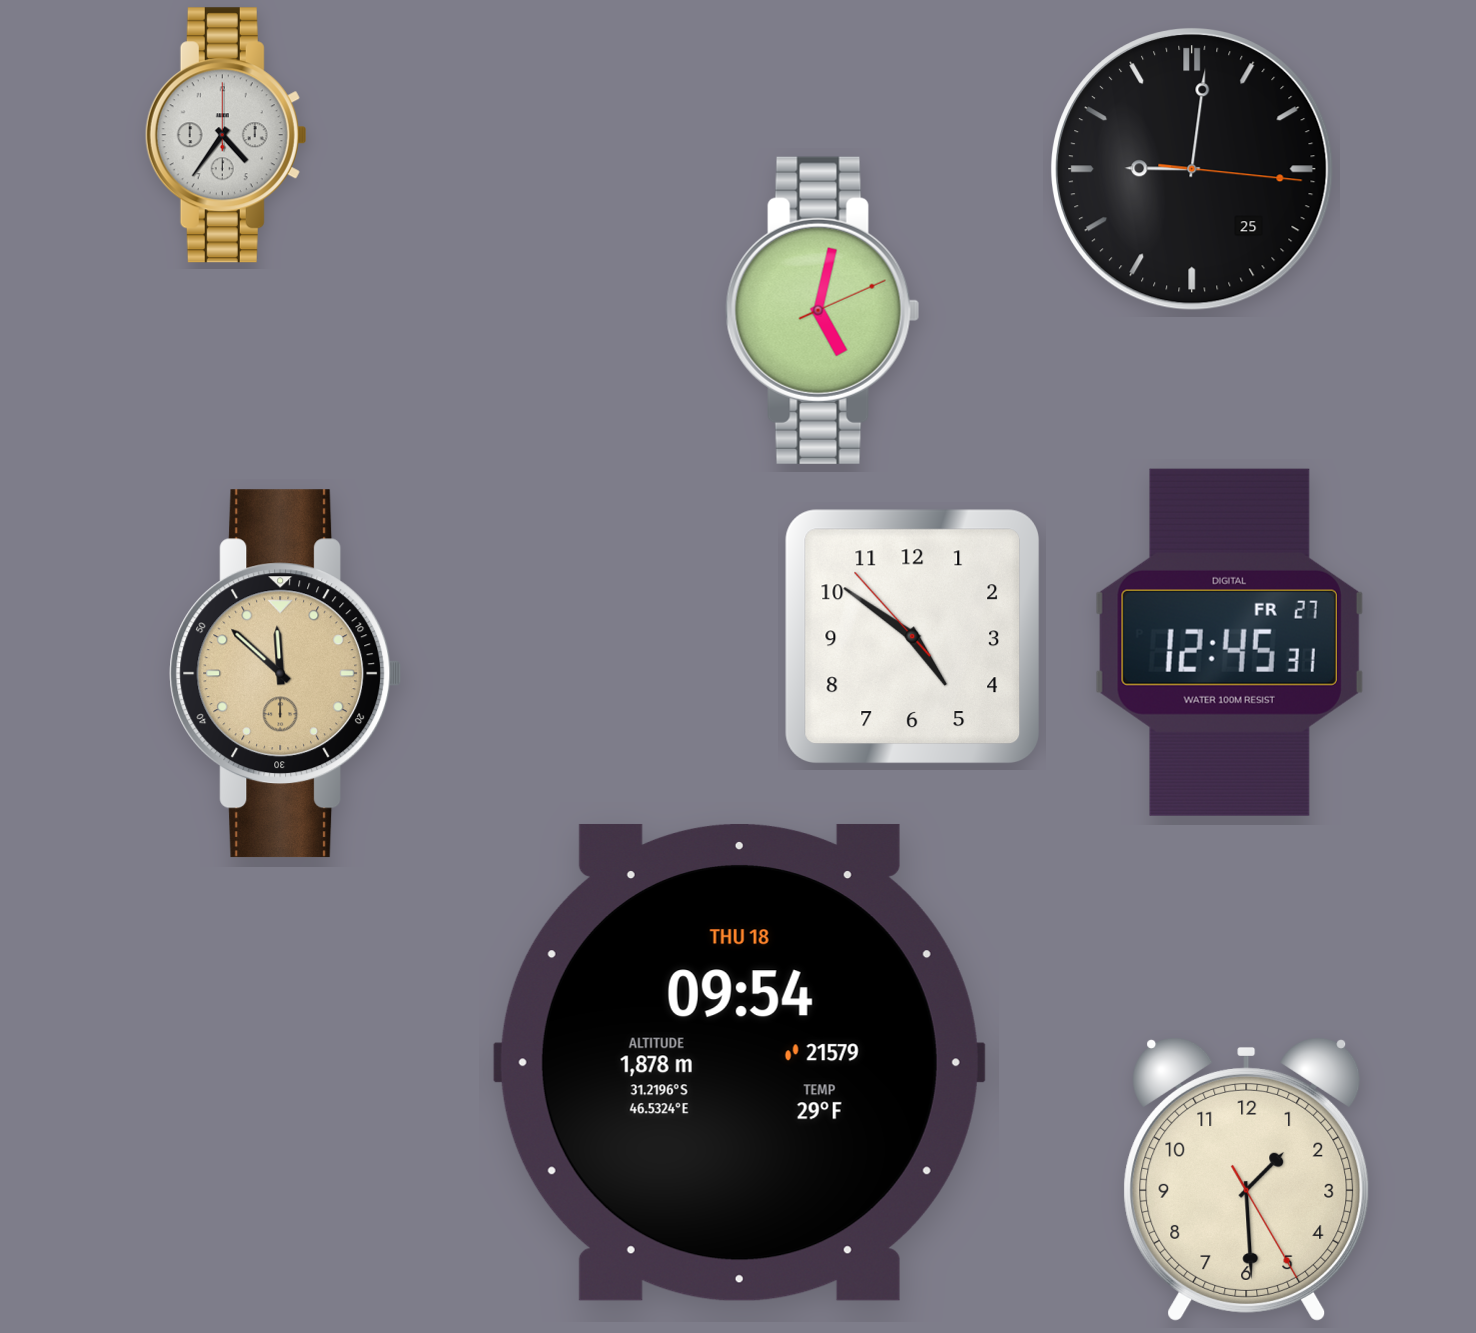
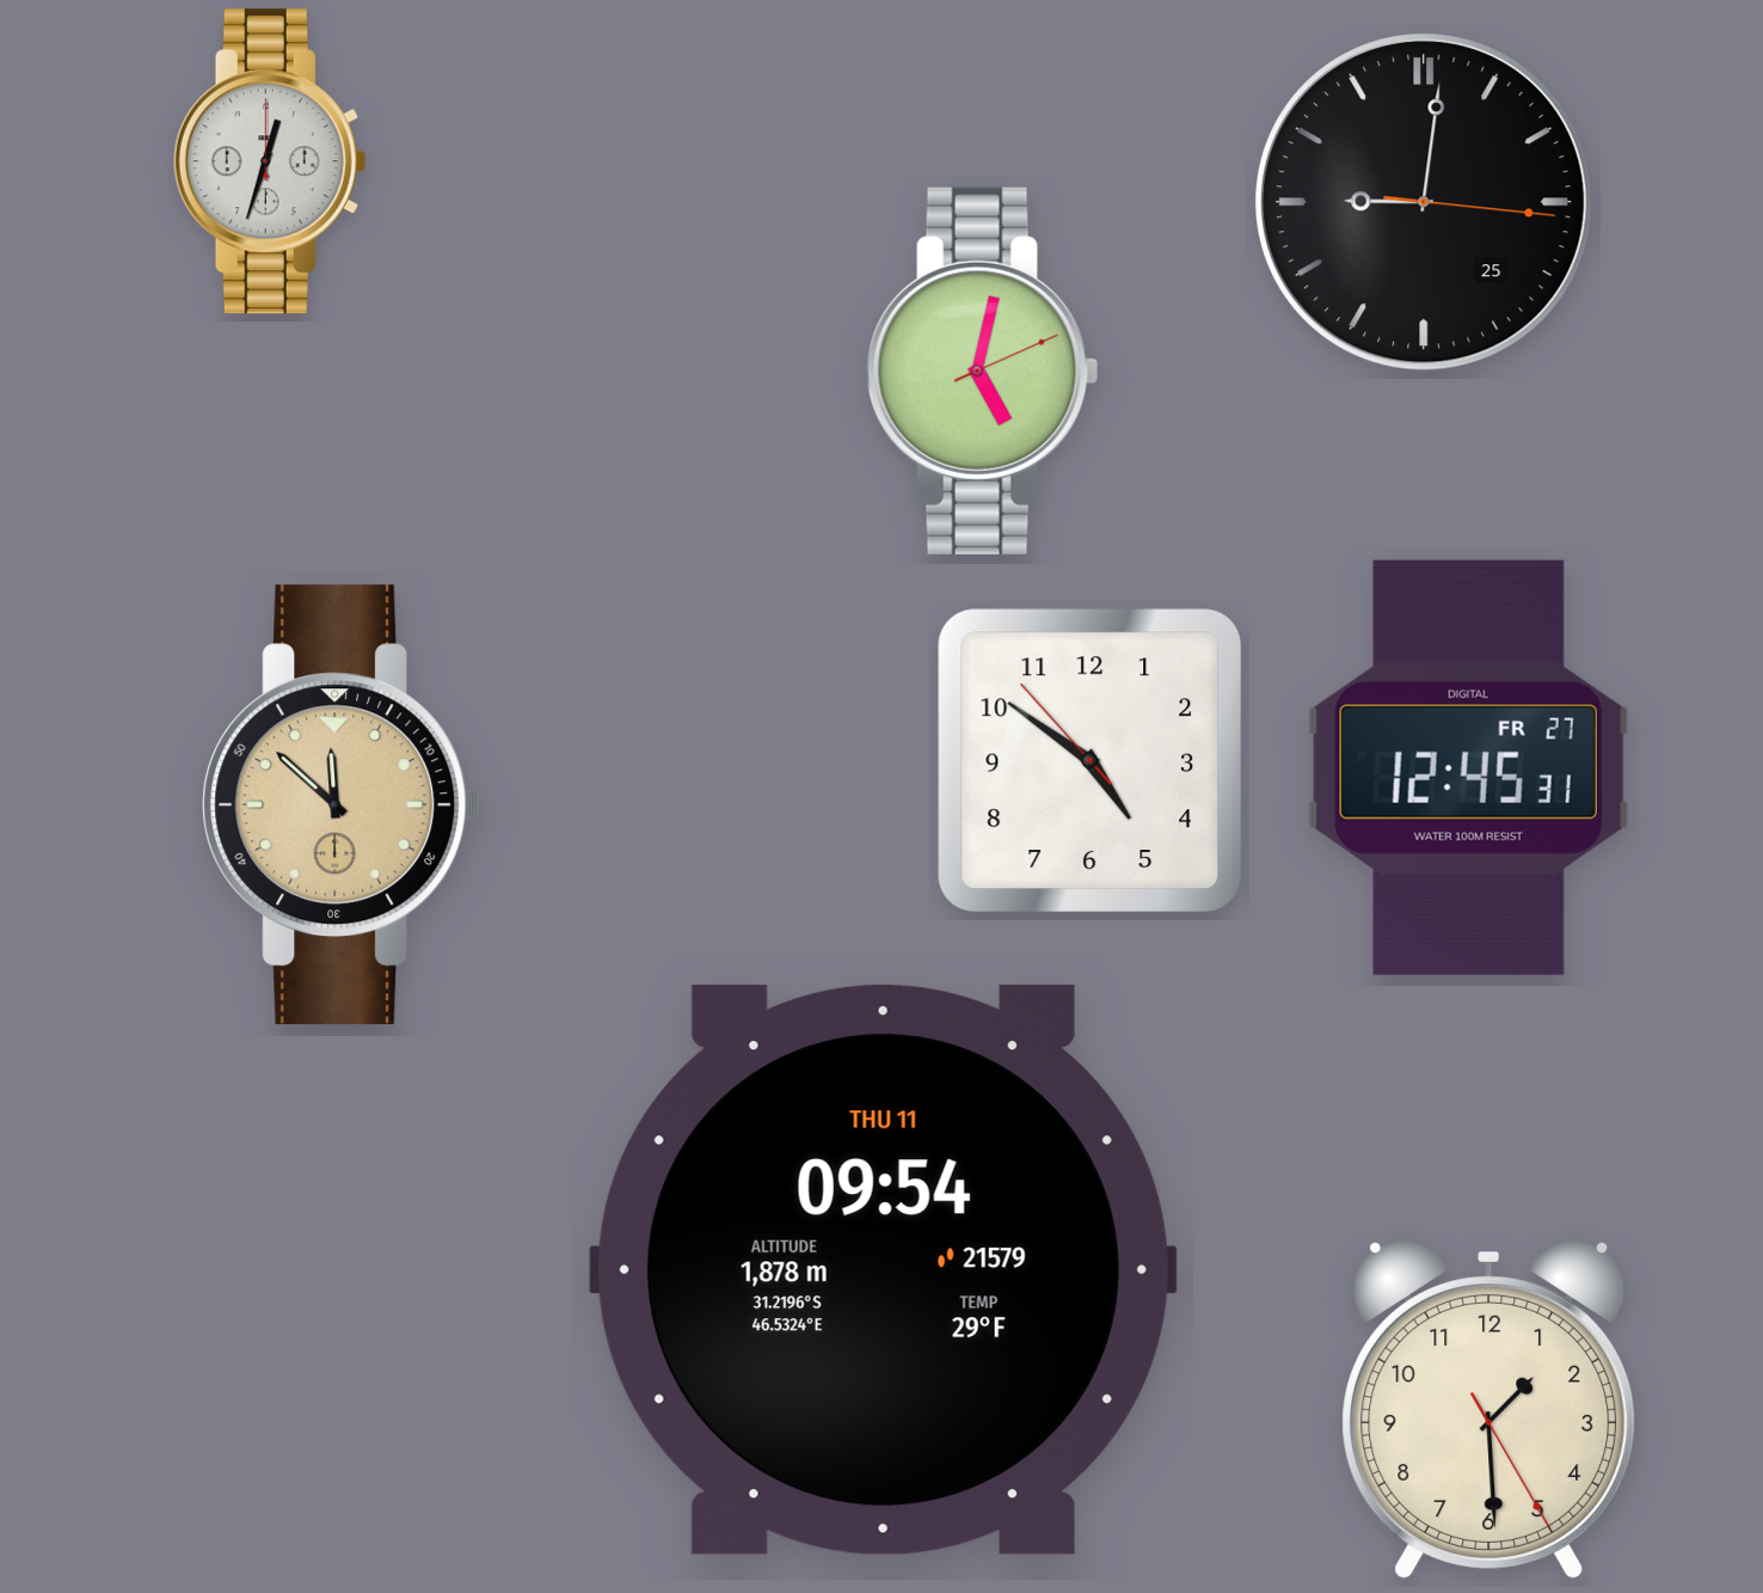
clock at (226, 135): 4:36 -> 12:33
clock at (739, 1062) date: THU 18 -> THU 11
